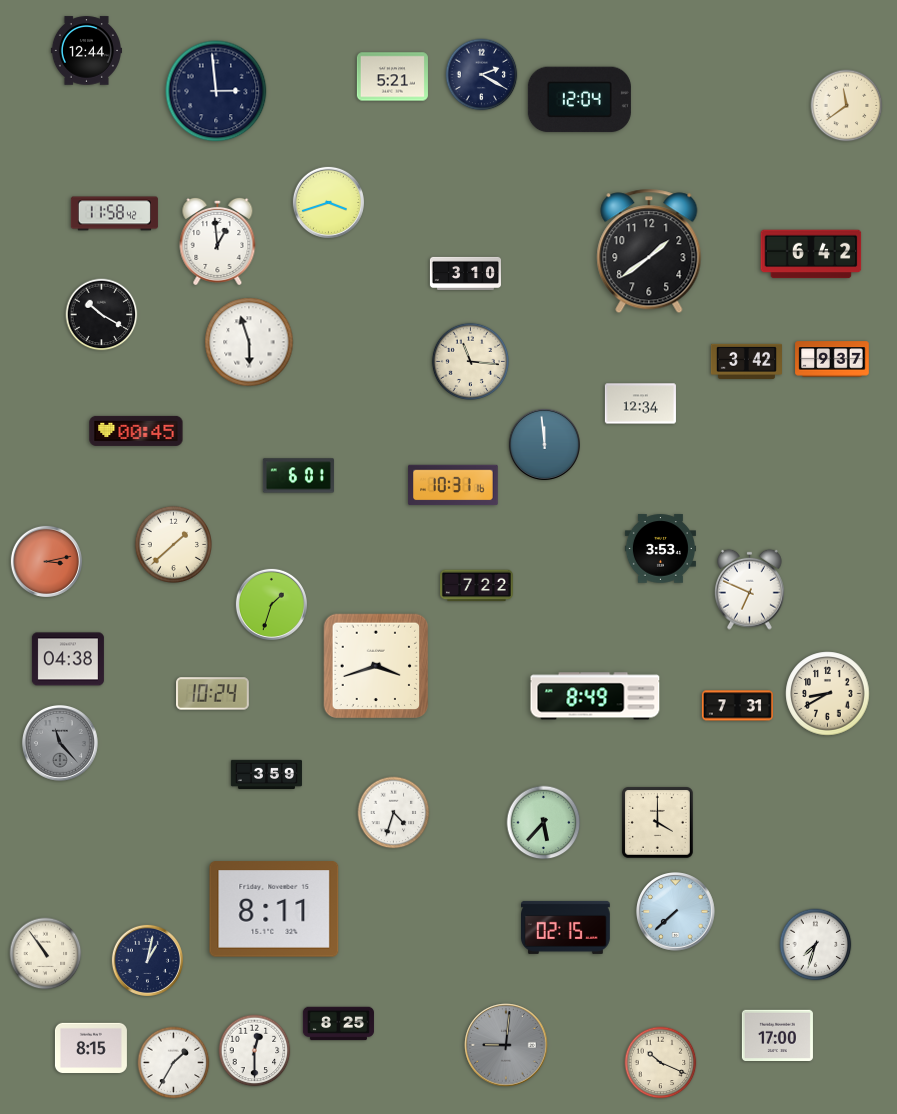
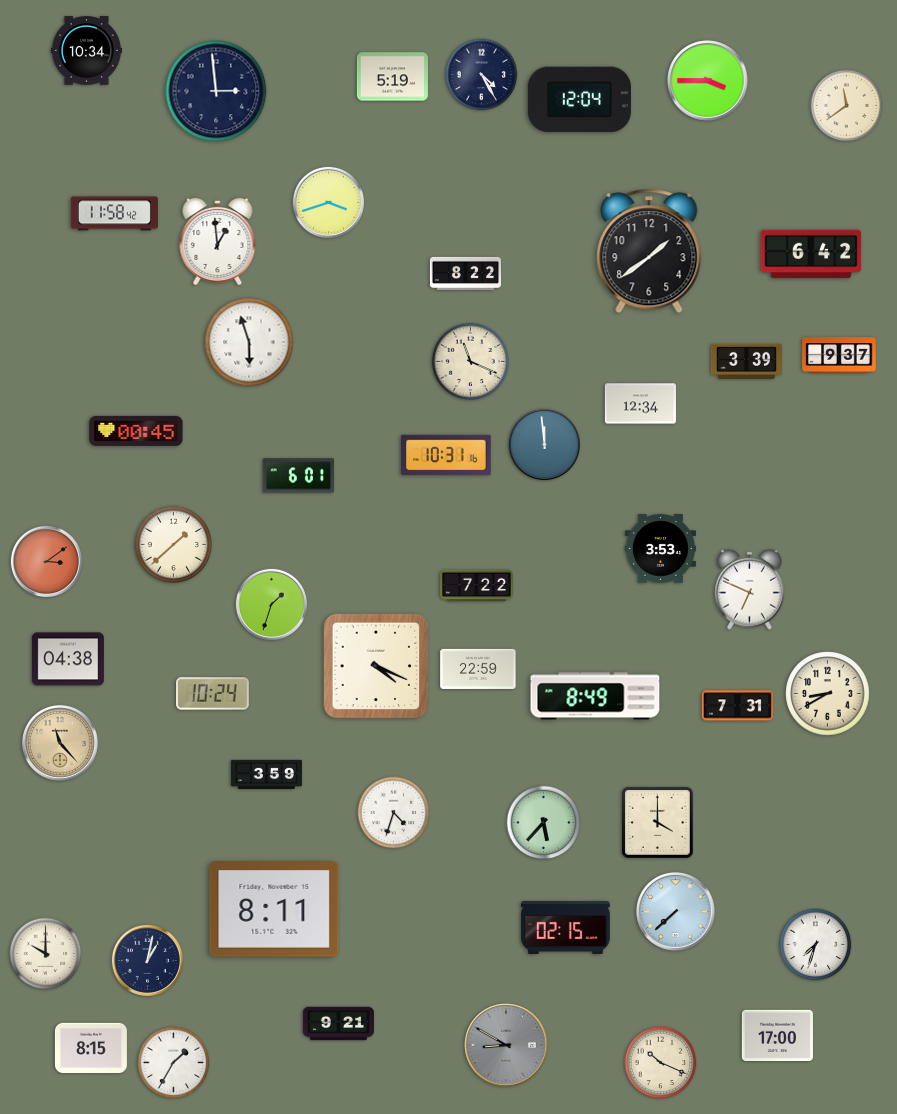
clock at (86, 51): 12:44 -> 10:34
clock at (482, 75): 2:20 -> 4:25
clock at (392, 77): 5:21 -> 5:19
clock at (708, 81): none -> 3:45
clock at (465, 273): 3:10 -> 8:22
clock at (102, 315): 10:20 -> none
clock at (832, 359) position: (832, 359) -> (839, 355)
clock at (470, 361): 11:16 -> 11:19
clock at (746, 361): 3:42 -> 3:39
clock at (453, 485) position: (453, 485) -> (446, 455)
clock at (46, 561): 3:13 -> 3:09
clock at (376, 666): 3:42 -> 4:19
clock at (478, 669): none -> 22:59
clock at (60, 743) dial: grey -> champagne
clock at (46, 954): 10:54 -> 10:00
clock at (338, 1024): 8:25 -> 9:21
clock at (506, 1045): 9:01 -> 8:50
clock at (255, 1051): 12:30 -> none
